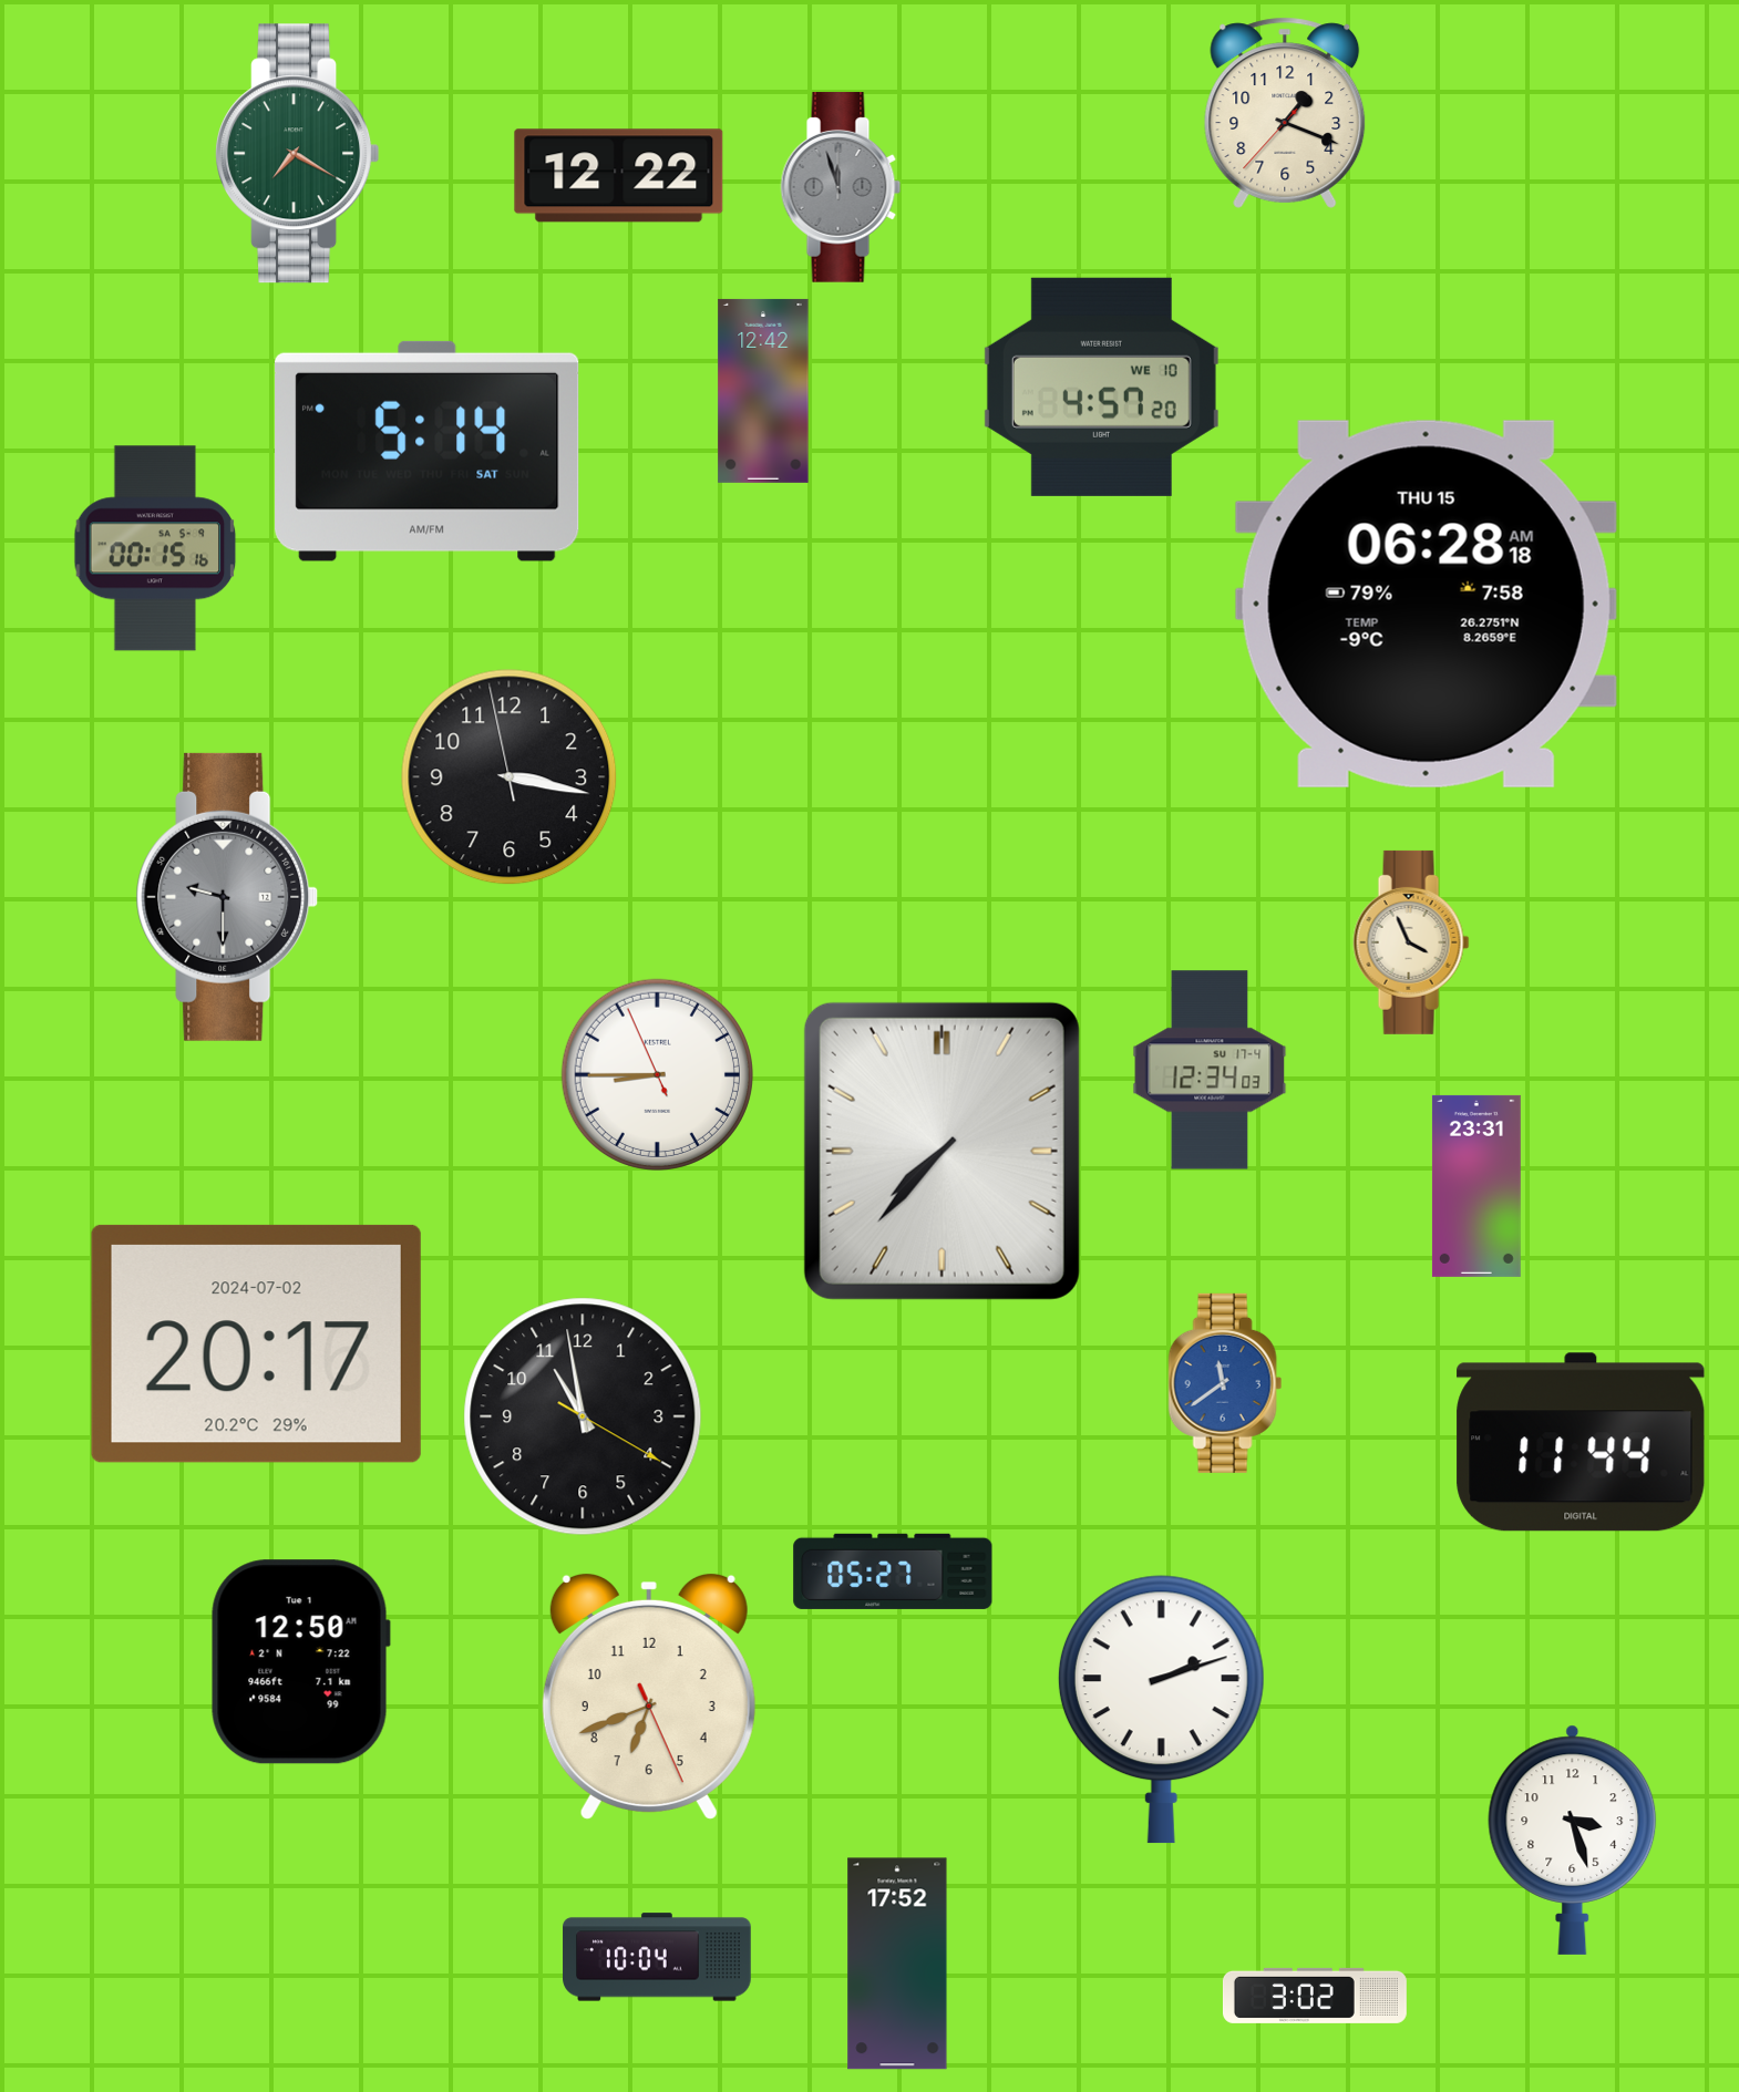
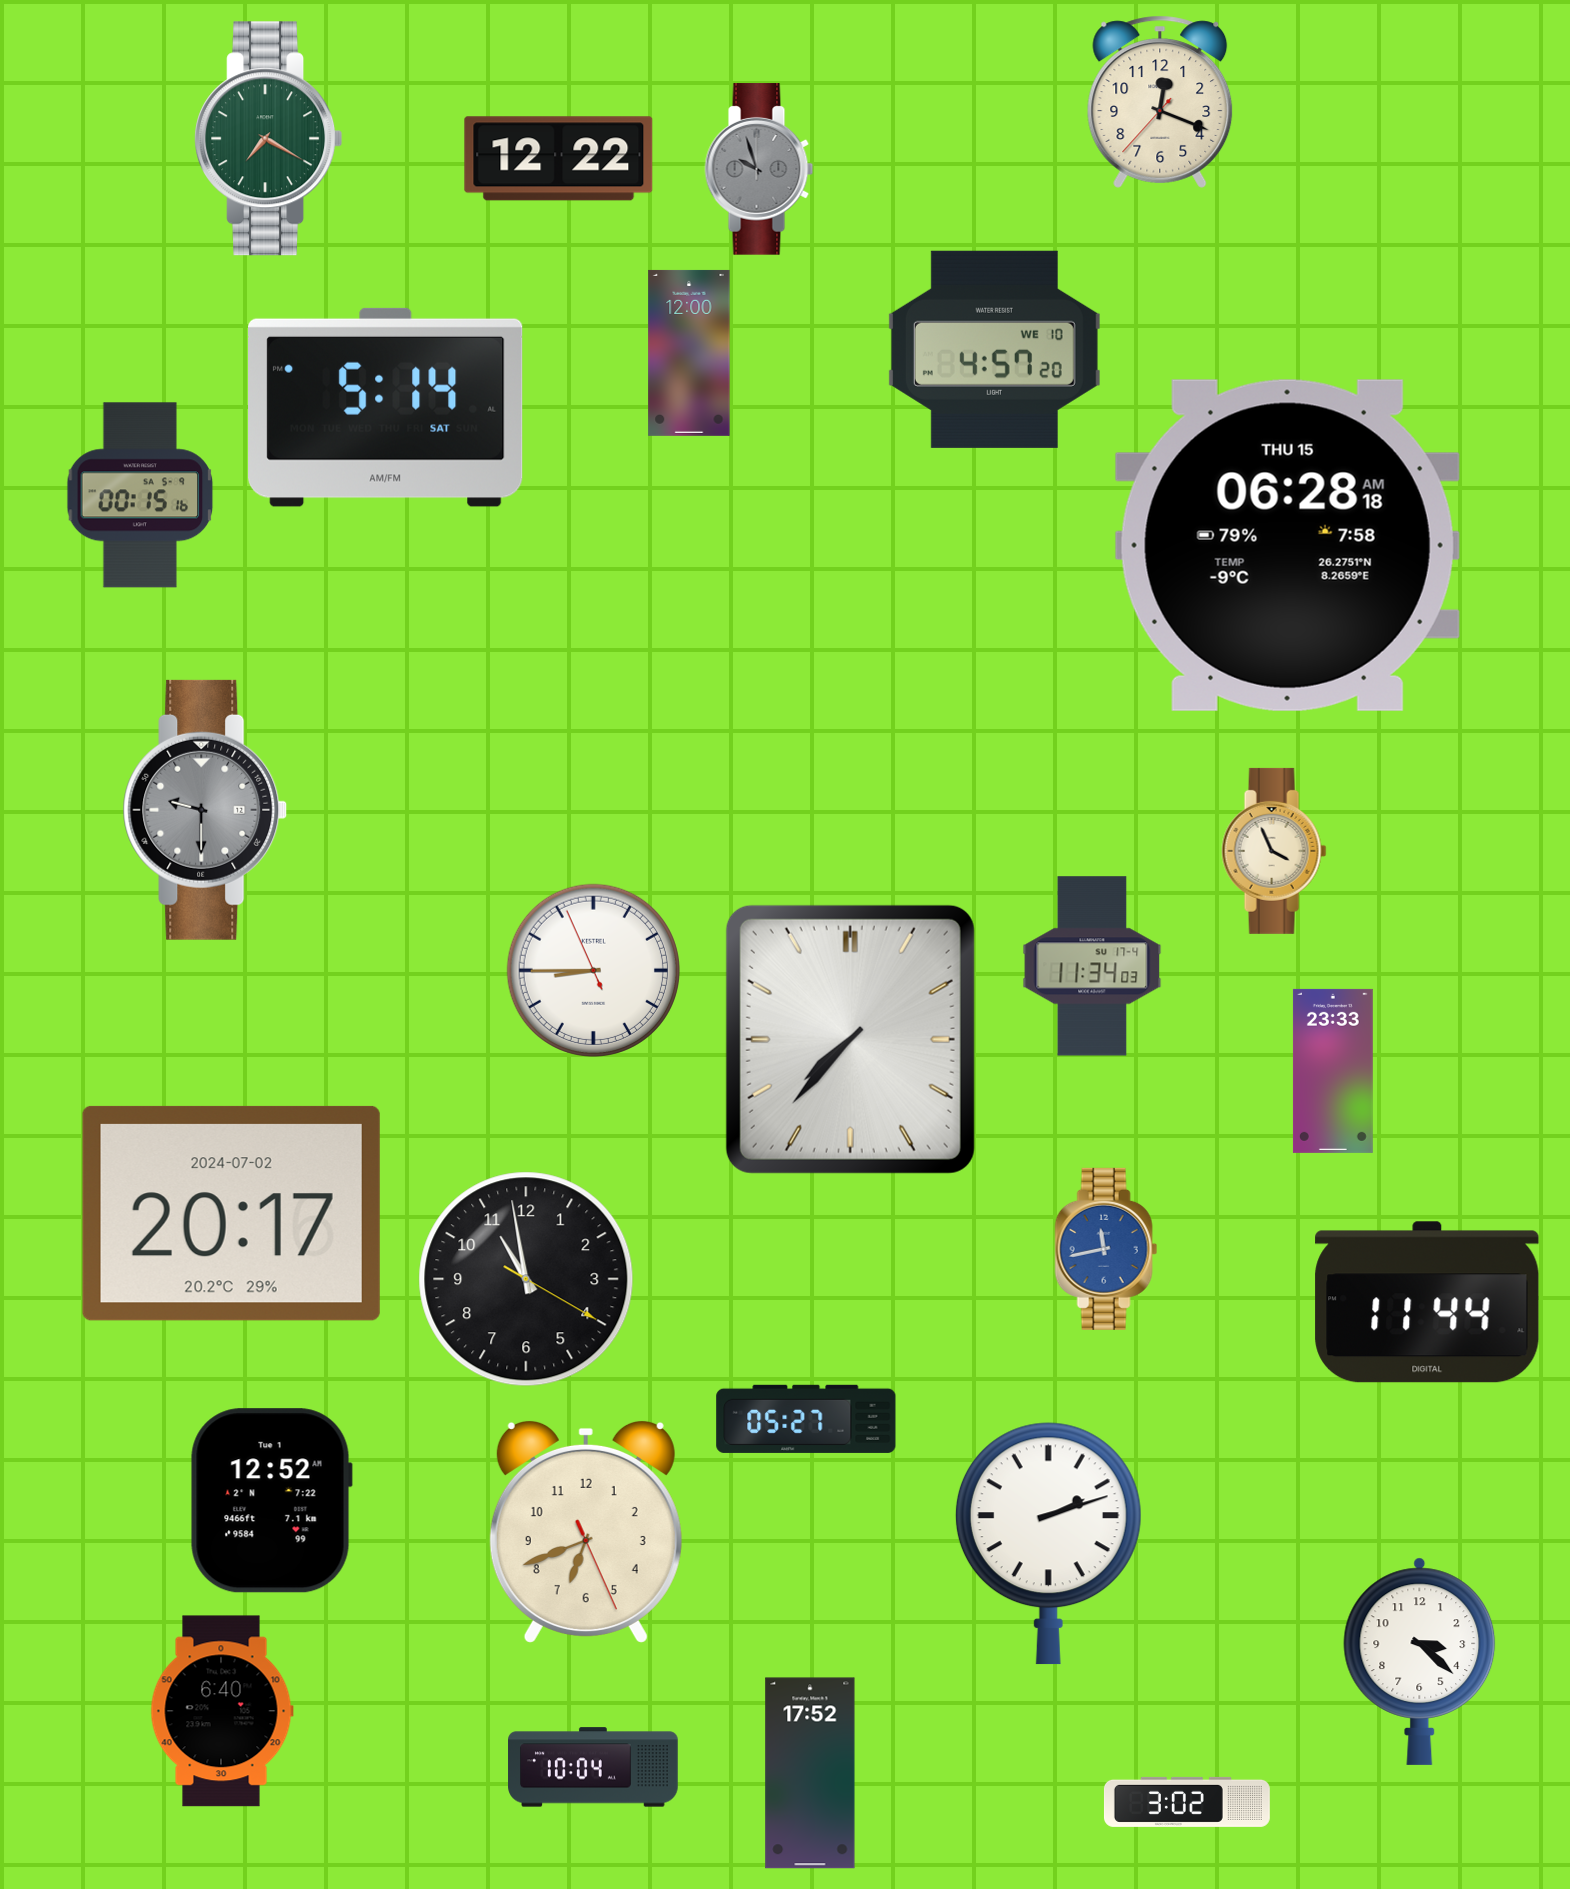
clock at (1285, 113): 1:18 -> 12:18
clock at (841, 187): 11:57 -> 9:57
clock at (763, 391): 12:42 -> 12:00
clock at (510, 777): 3:16 -> none
clock at (1210, 1070): 12:34 -> 11:34
clock at (1476, 1186): 23:31 -> 23:33
clock at (1225, 1383): 11:39 -> 11:43
clock at (300, 1662): 12:50 -> 12:52
clock at (1573, 1839): 3:27 -> 3:22
clock at (222, 1711): none -> 6:40
